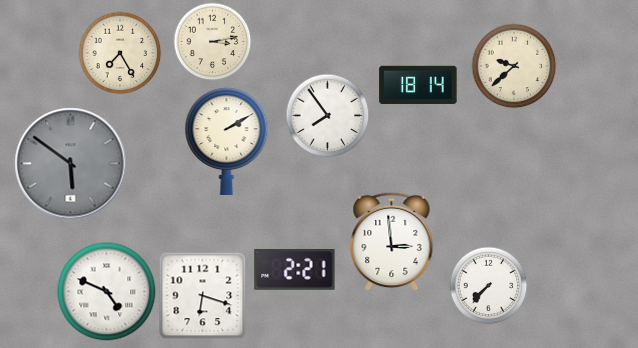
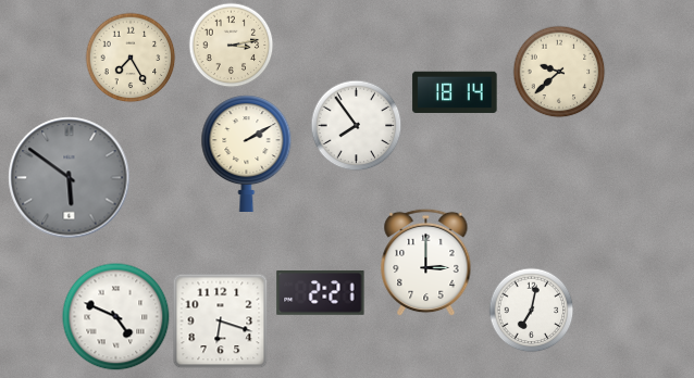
clock at (71, 164) position: (71, 164) -> (70, 178)
clock at (392, 241): 2:59 -> 3:00
clock at (488, 285): 7:37 -> 7:02
